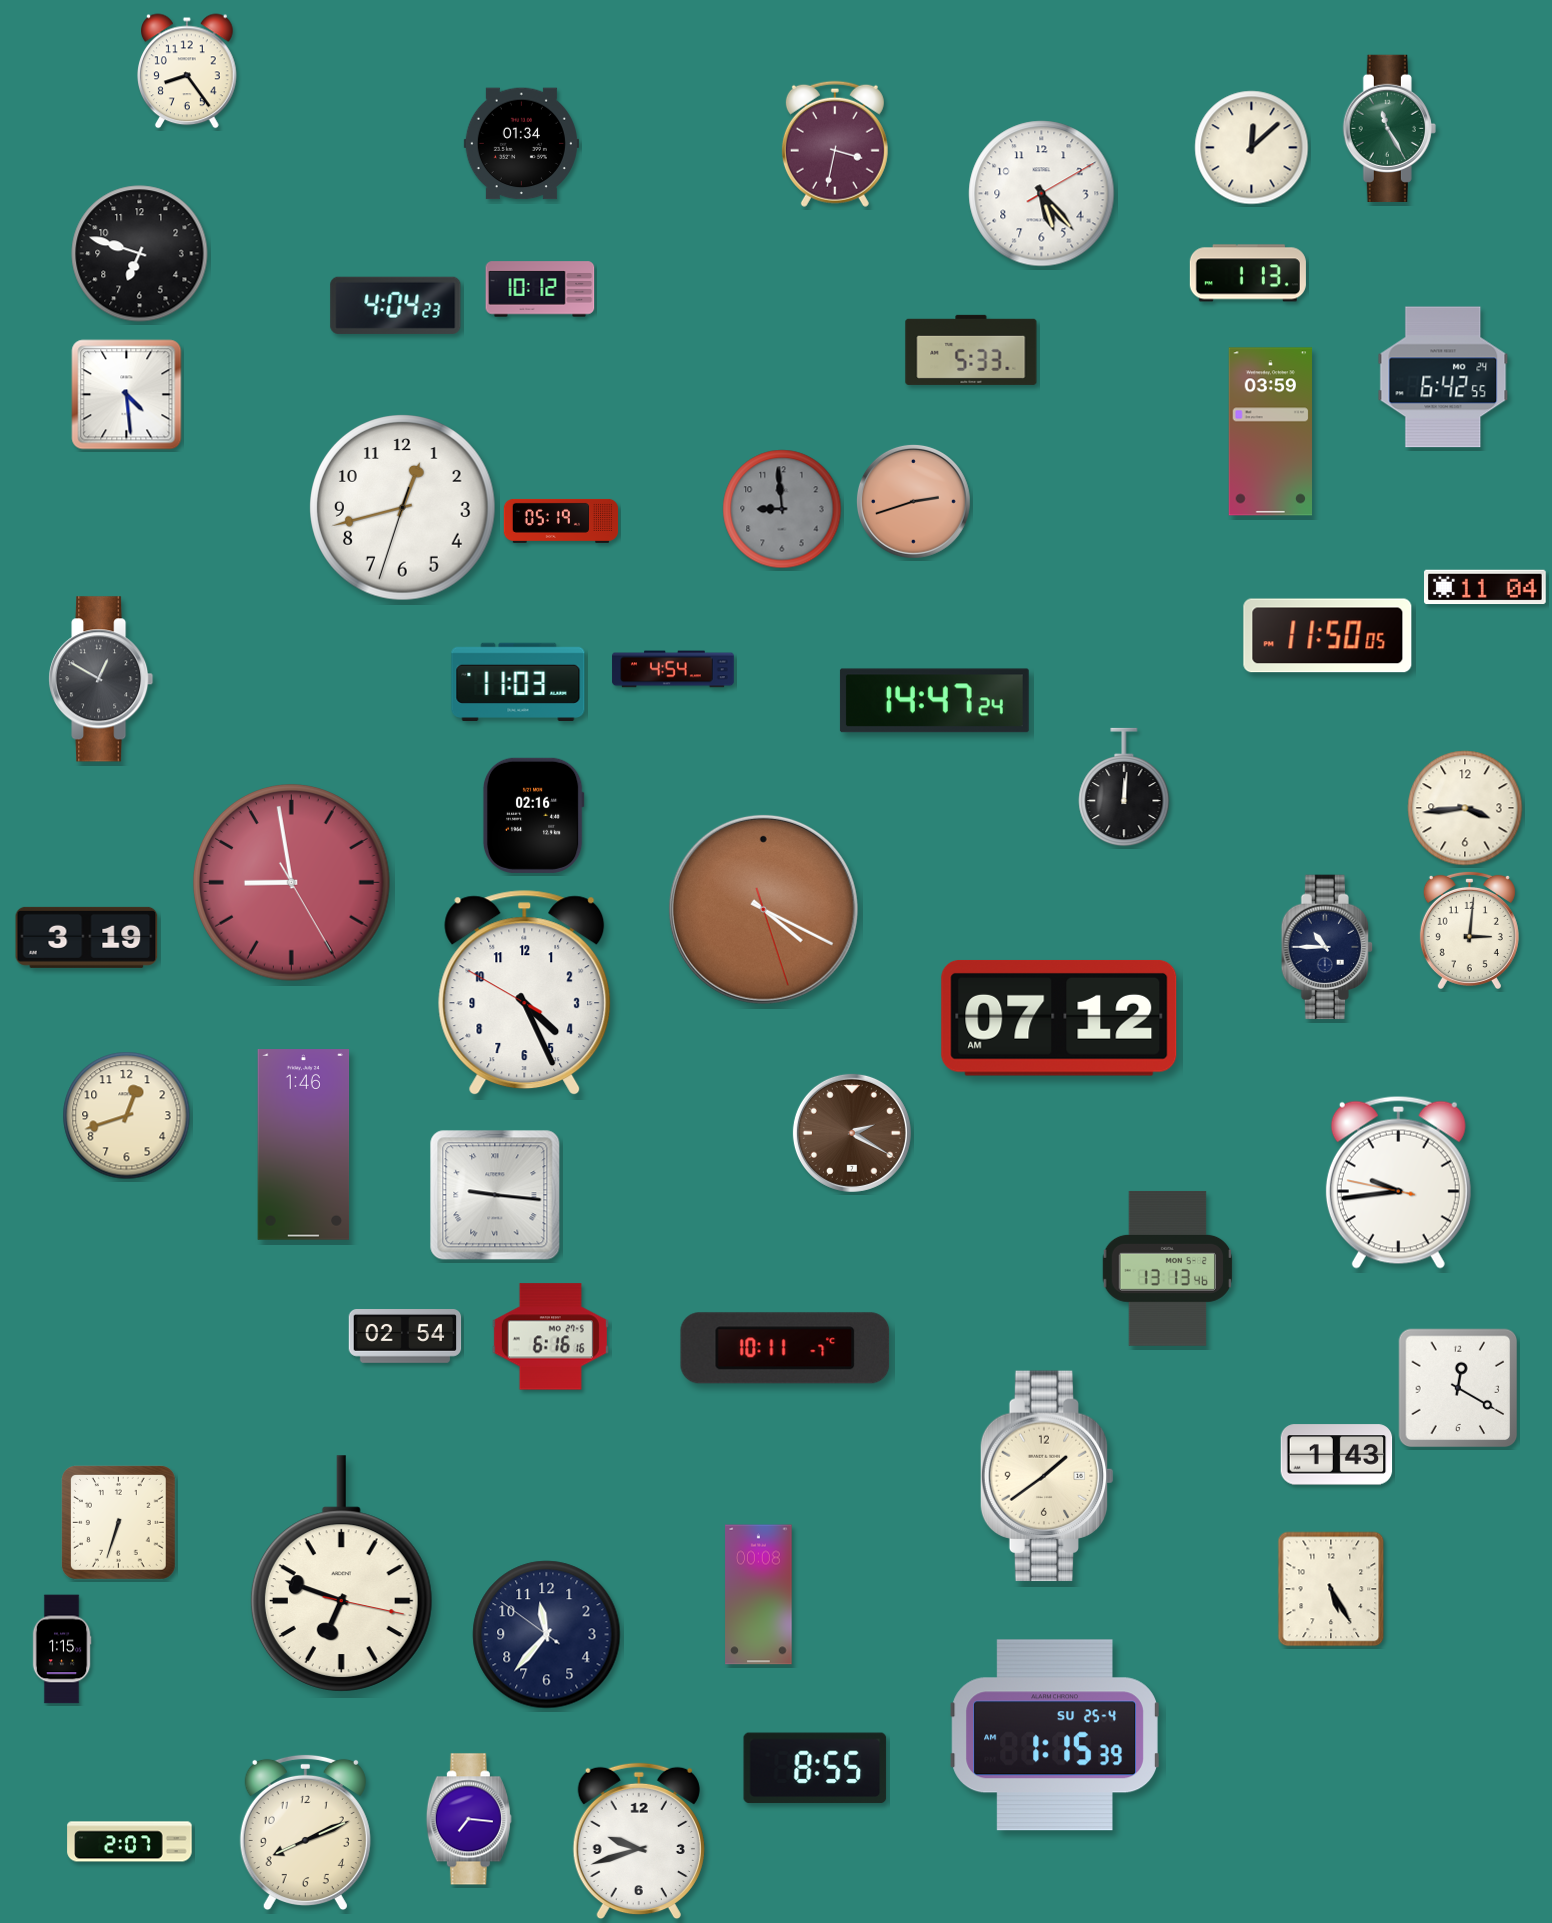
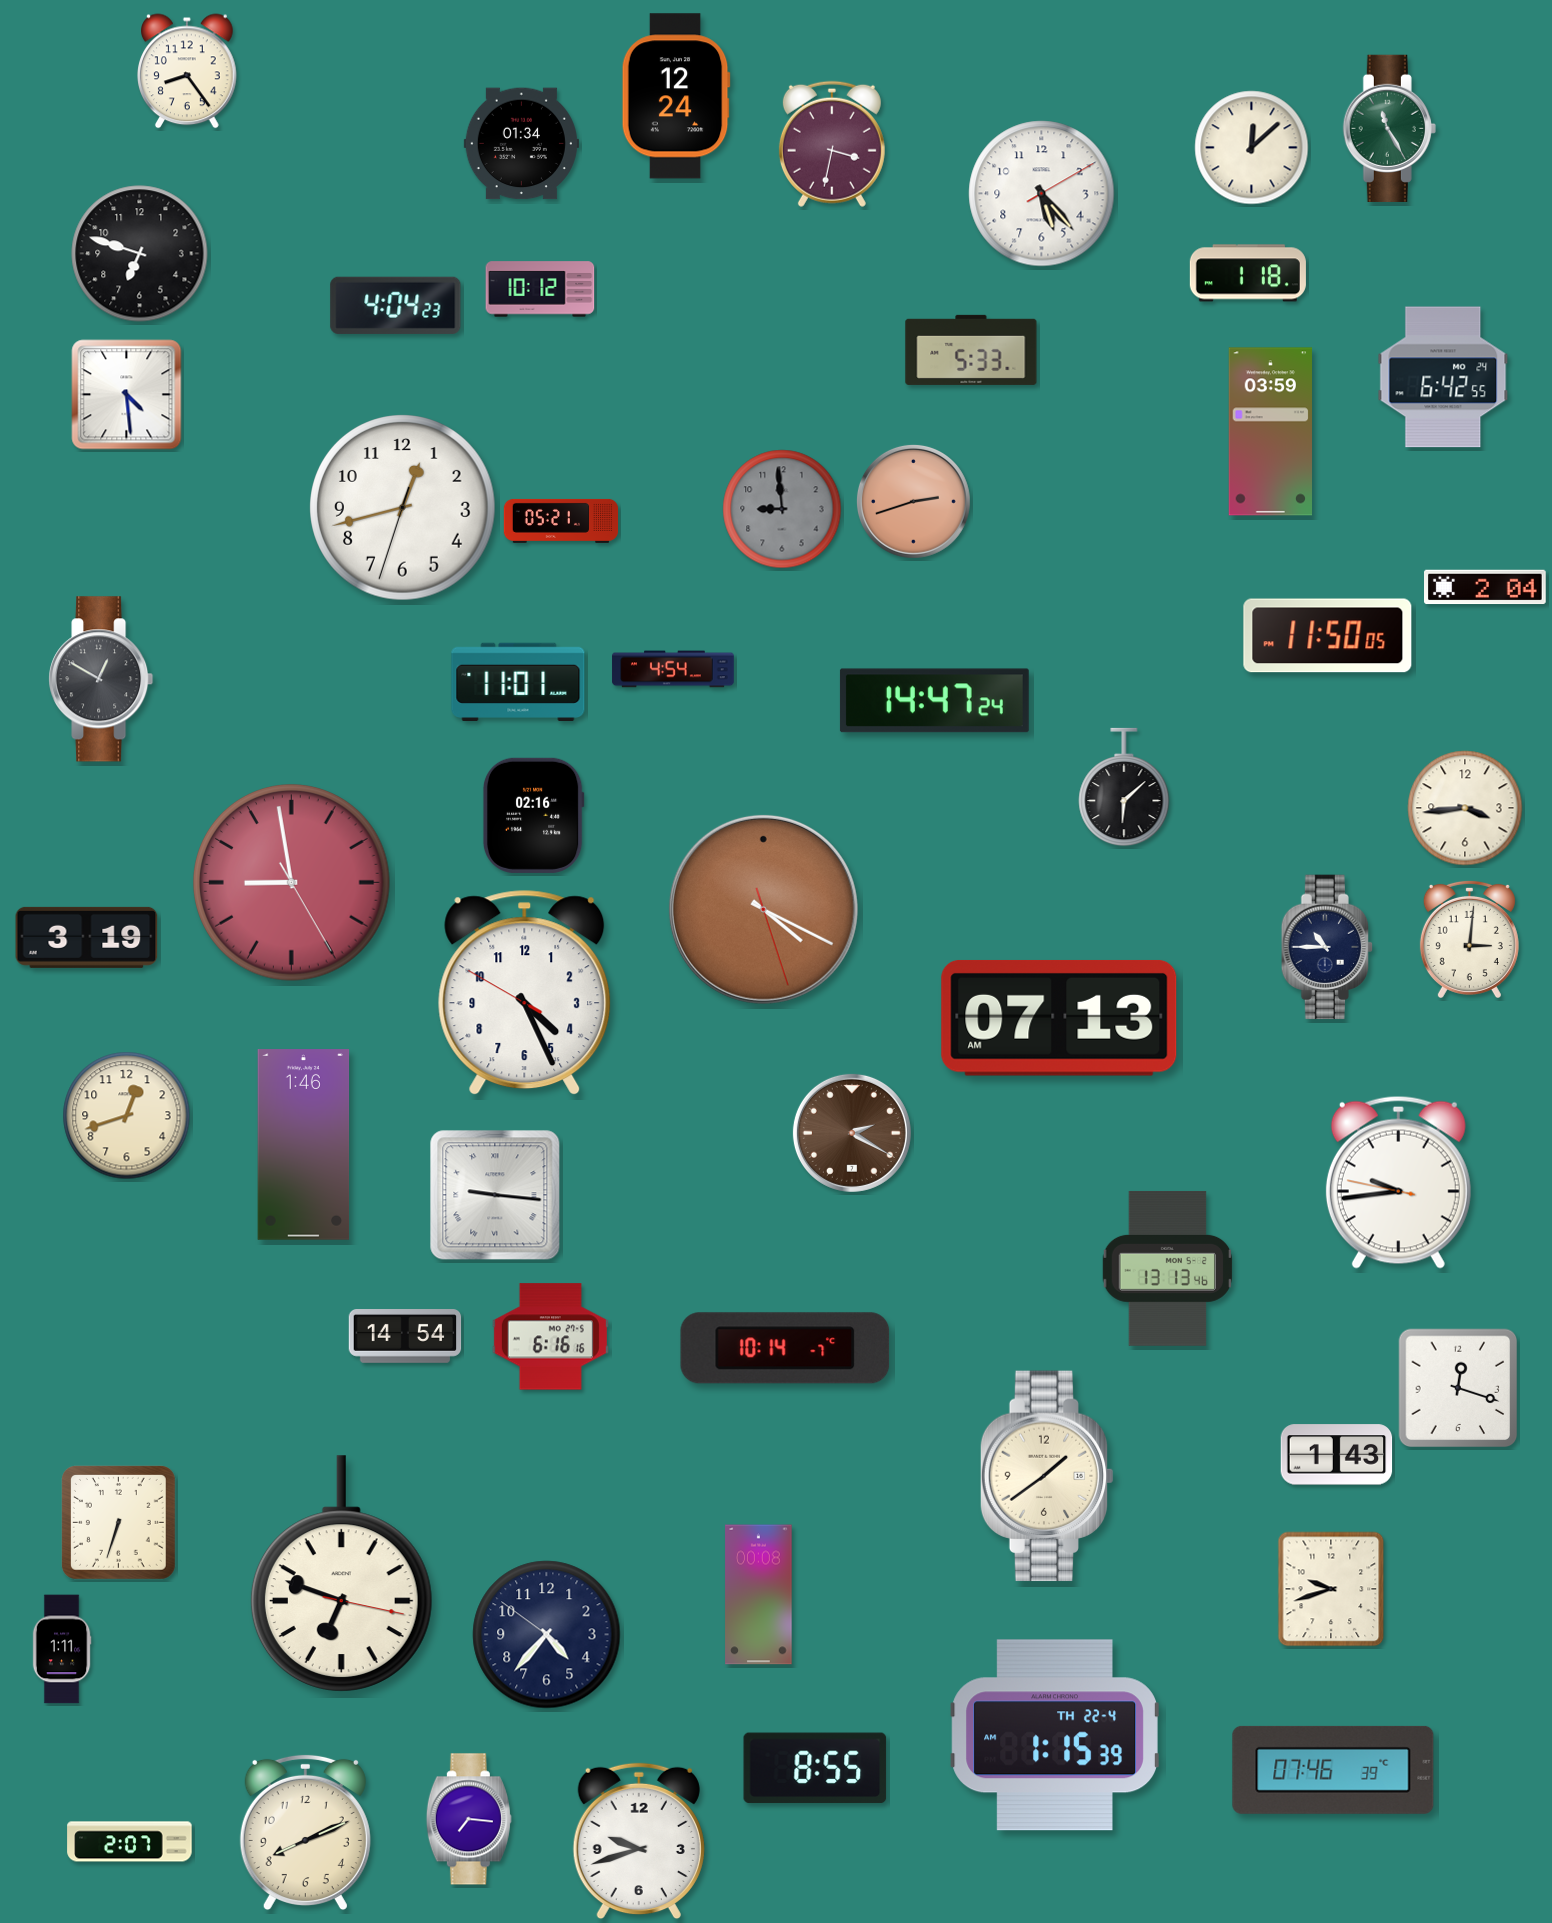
clock at (676, 96): none -> 12:24
clock at (835, 144) position: (835, 144) -> (832, 144)
clock at (1248, 273): 1:13 -> 1:18
clock at (561, 521): 05:19 -> 05:21
clock at (1486, 587): 11:04 -> 2:04
clock at (518, 681): 11:03 -> 11:01
clock at (1124, 787): 12:01 -> 6:08
clock at (1469, 930) position: (1469, 930) -> (1469, 939)
clock at (1059, 1018): 07:12 -> 07:13
clock at (405, 1337): 02:54 -> 14:54
clock at (785, 1348): 10:11 -> 10:14
clock at (1458, 1388): 12:20 -> 12:18
clock at (1331, 1589): 5:25 -> 9:42
clock at (547, 1635): 11:36 -> 4:36
clock at (62, 1649): 1:15 -> 1:11
clock at (1055, 1735) date: SU 25-4 -> TH 22-4
clock at (1333, 1770): none -> 07:46
